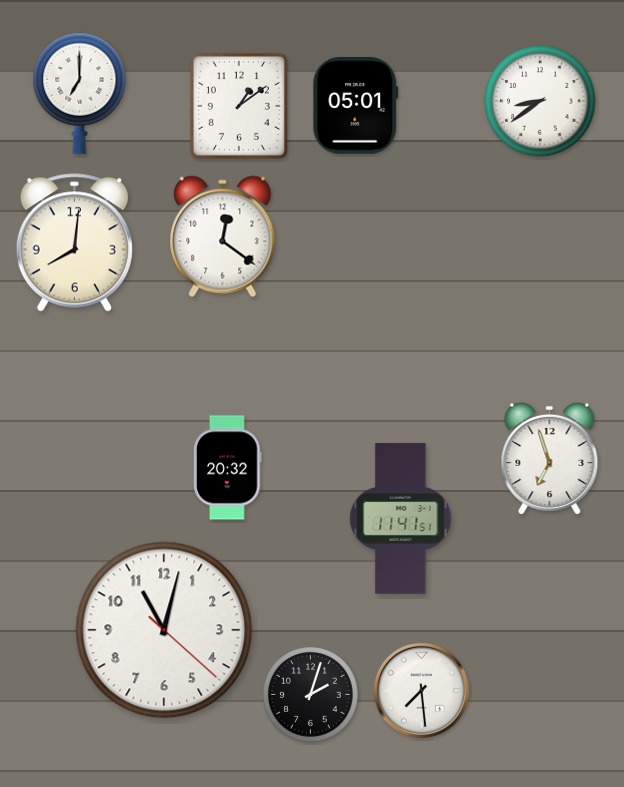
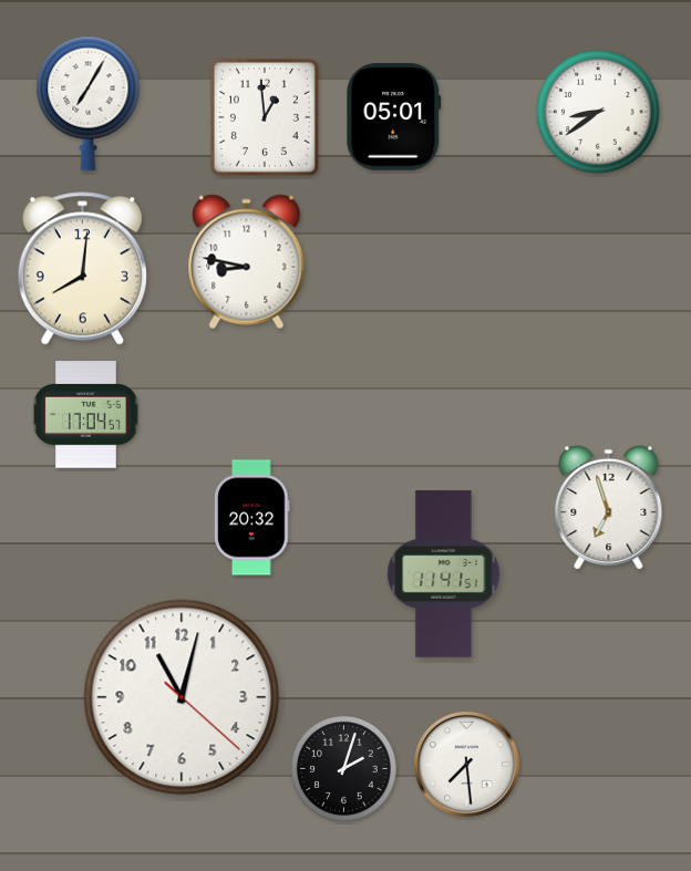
clock at (80, 93): 7:00 -> 7:05
clock at (239, 106): 1:09 -> 12:59
clock at (223, 237): 12:21 -> 8:47
clock at (86, 415): none -> 17:04
